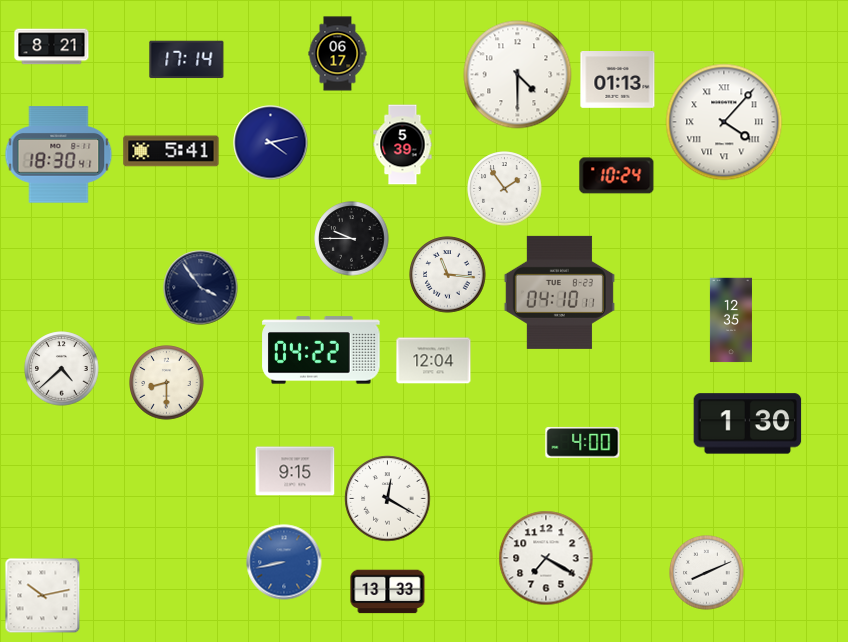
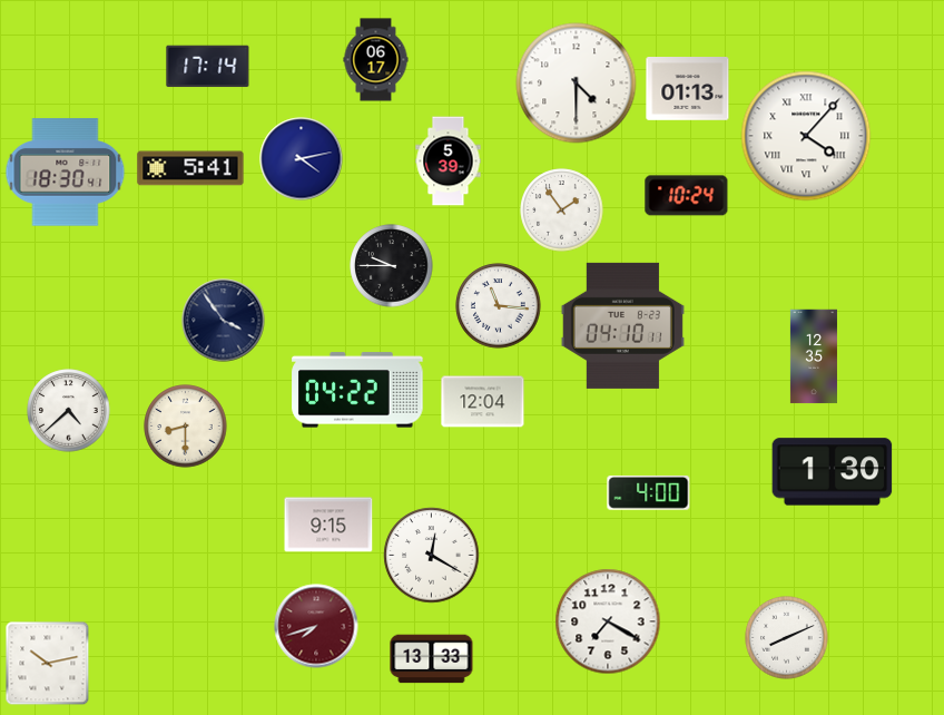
clock at (52, 47): 8:21 -> none
clock at (284, 562): 8:43 -> 7:42
clock at (284, 562) dial: blue -> burgundy
